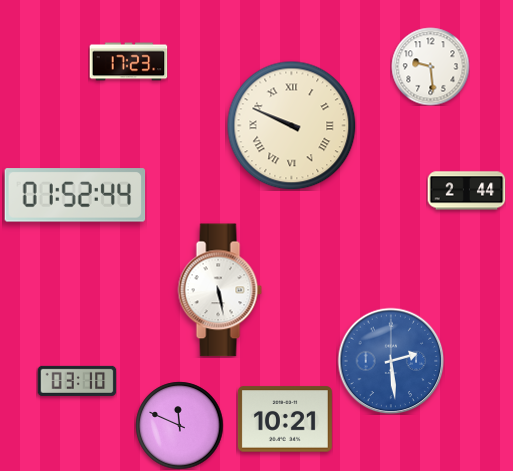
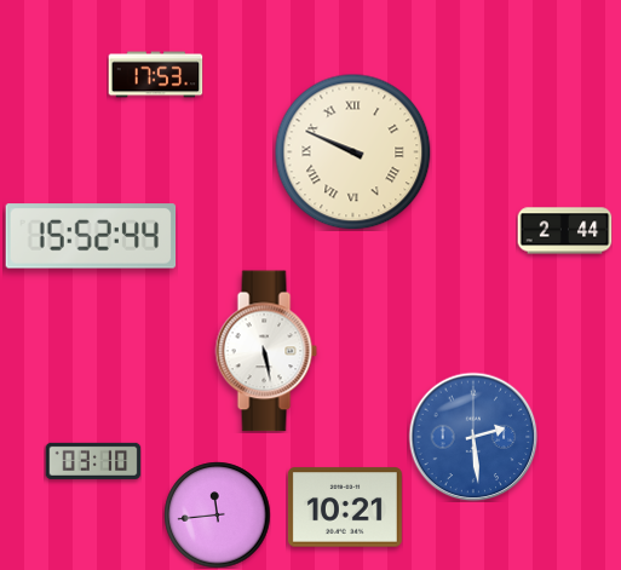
clock at (128, 62): 17:23 -> 17:53
clock at (430, 66): 9:29 -> none
clock at (75, 195): 01:52 -> 15:52
clock at (179, 425): 11:49 -> 11:44
